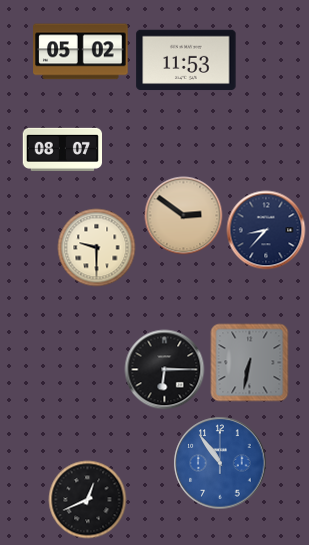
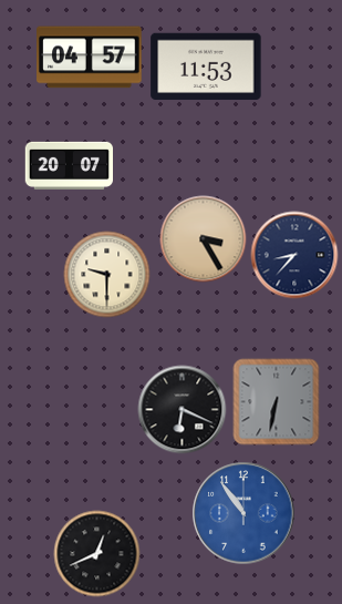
clock at (81, 52): 05:02 -> 04:57
clock at (62, 149): 08:07 -> 20:07
clock at (183, 215): 2:51 -> 3:25
clock at (164, 369): 6:15 -> 6:19
